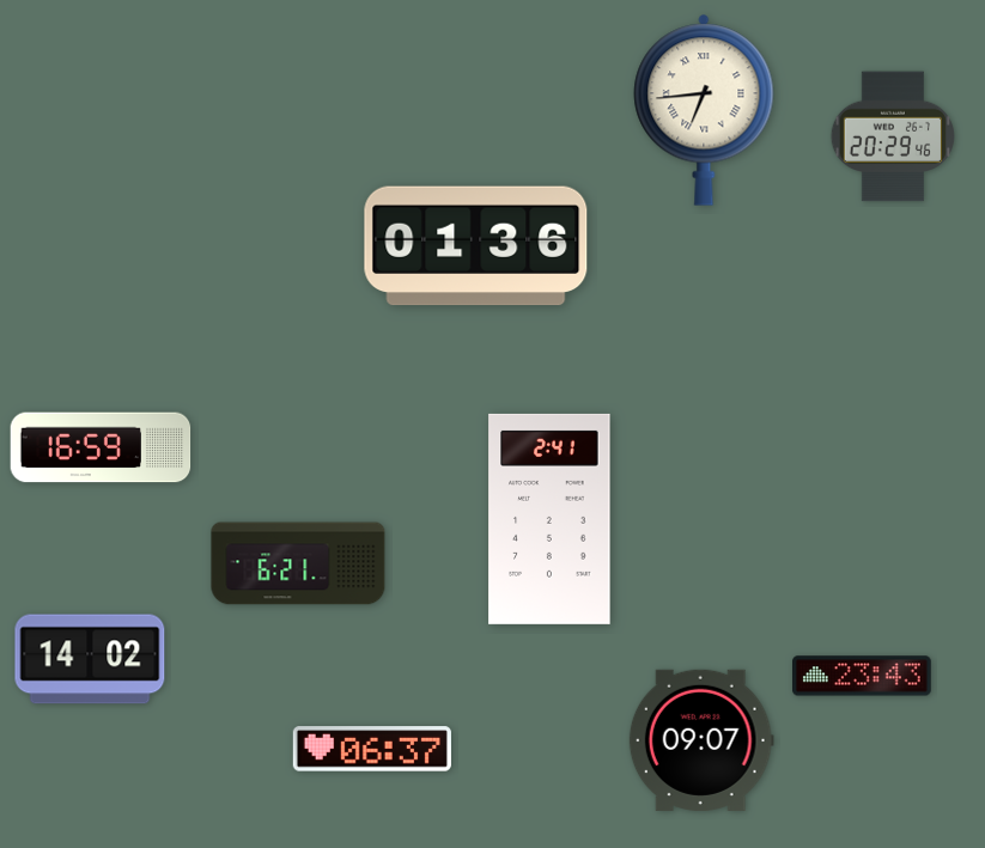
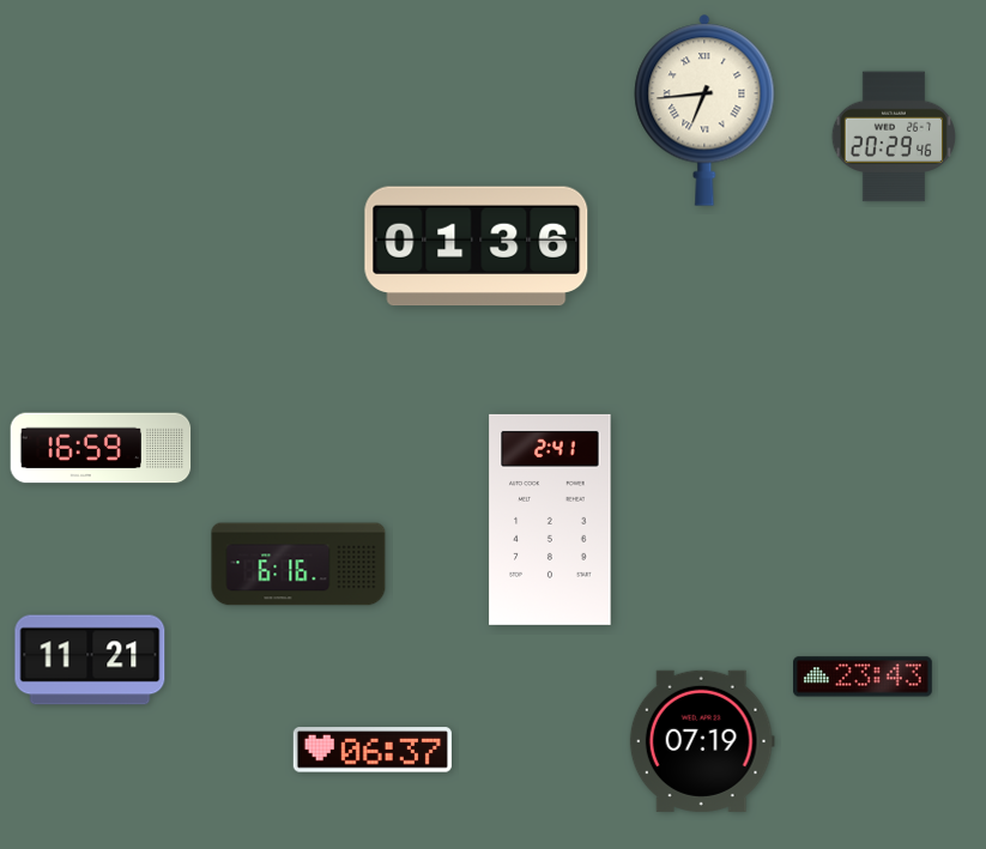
clock at (298, 563): 6:21 -> 6:16
clock at (90, 659): 14:02 -> 11:21
clock at (701, 740): 09:07 -> 07:19
